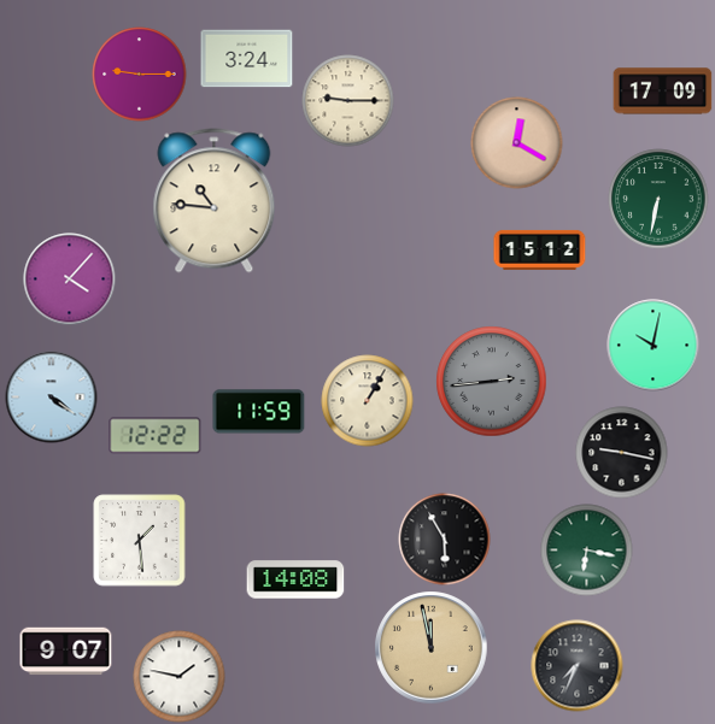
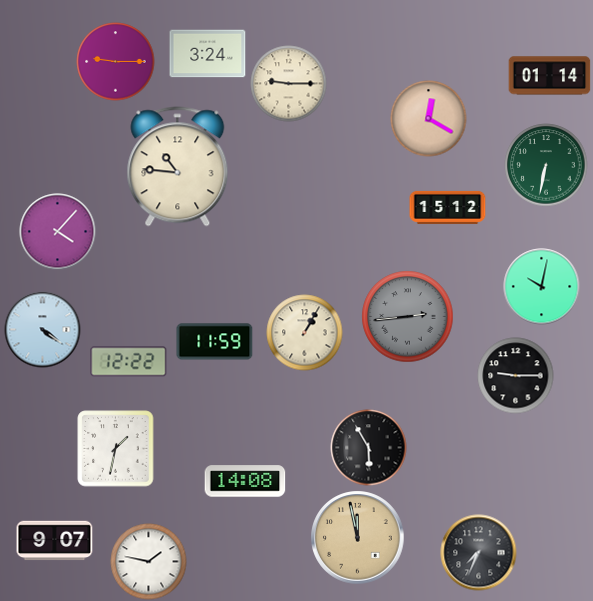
clock at (247, 59) position: (247, 59) -> (208, 54)
clock at (663, 92): 17:09 -> 01:14
clock at (622, 453): 9:17 -> 9:15
clock at (140, 541): 1:29 -> 1:32
clock at (587, 551): 6:17 -> none
